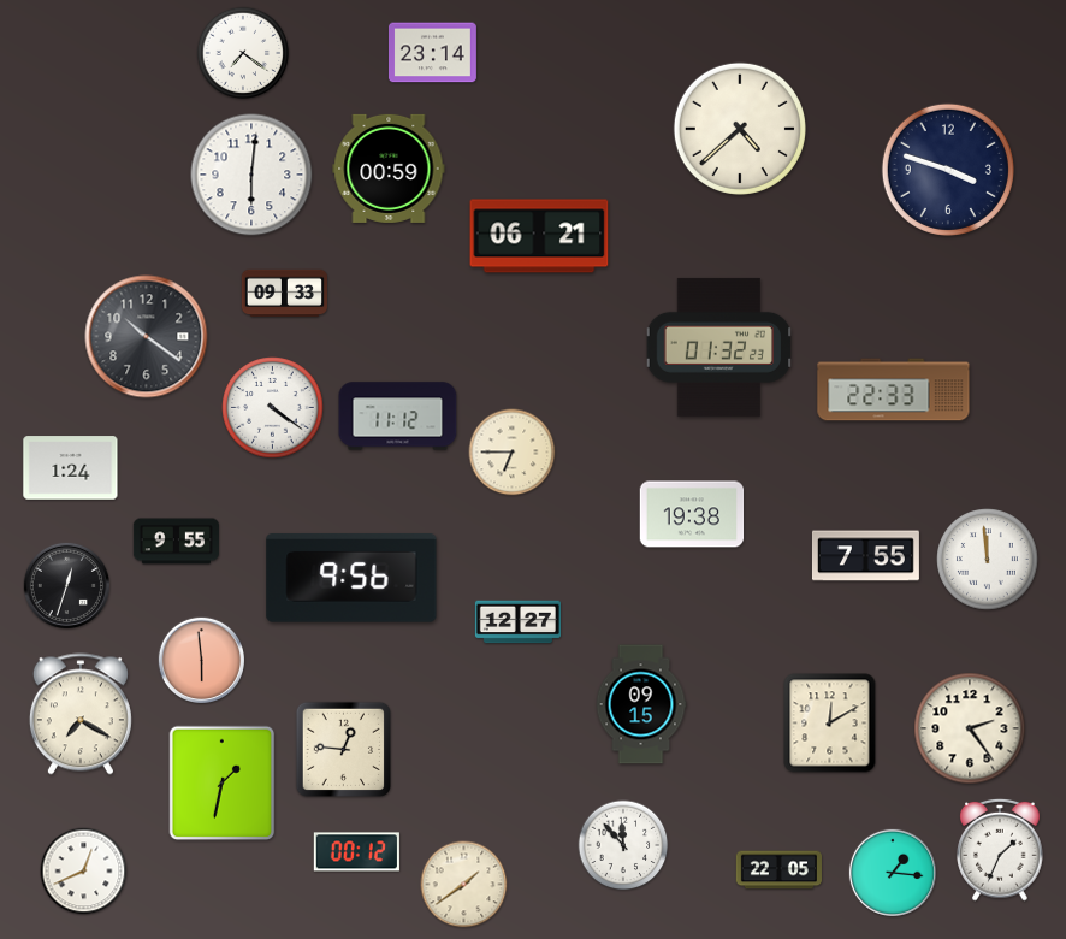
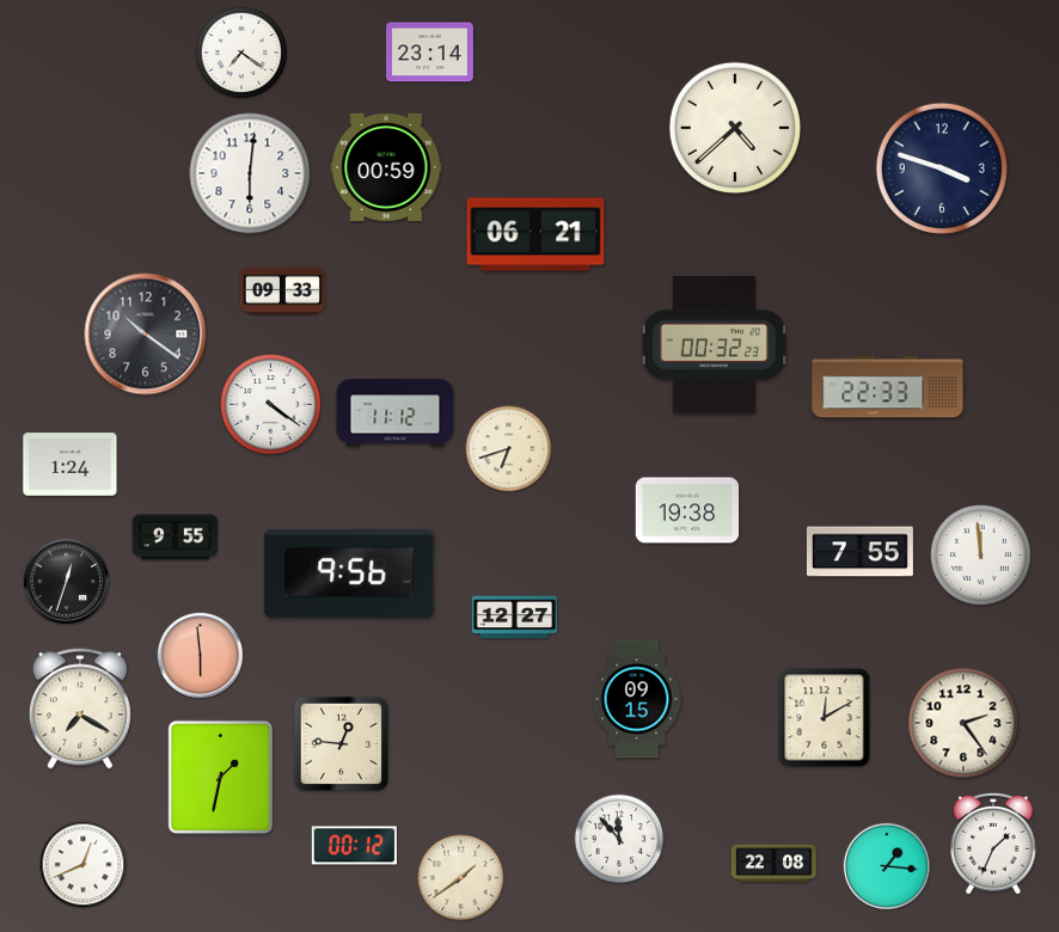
clock at (718, 347): 01:32 -> 00:32
clock at (513, 453): 6:45 -> 6:42
clock at (778, 870): 22:05 -> 22:08
